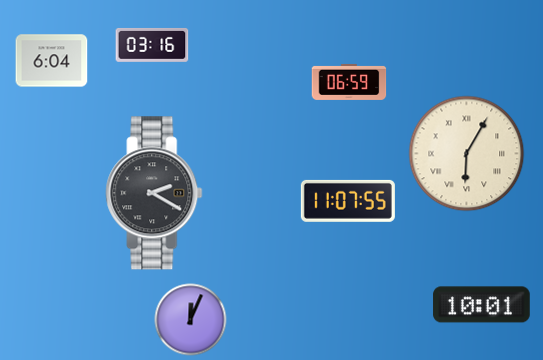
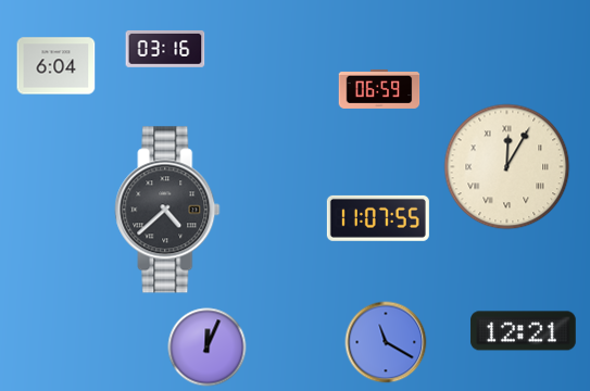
clock at (467, 154): 6:05 -> 12:05
clock at (154, 193): 2:20 -> 4:38
clock at (482, 305): 10:01 -> 12:21
clock at (386, 342): none -> 11:20
